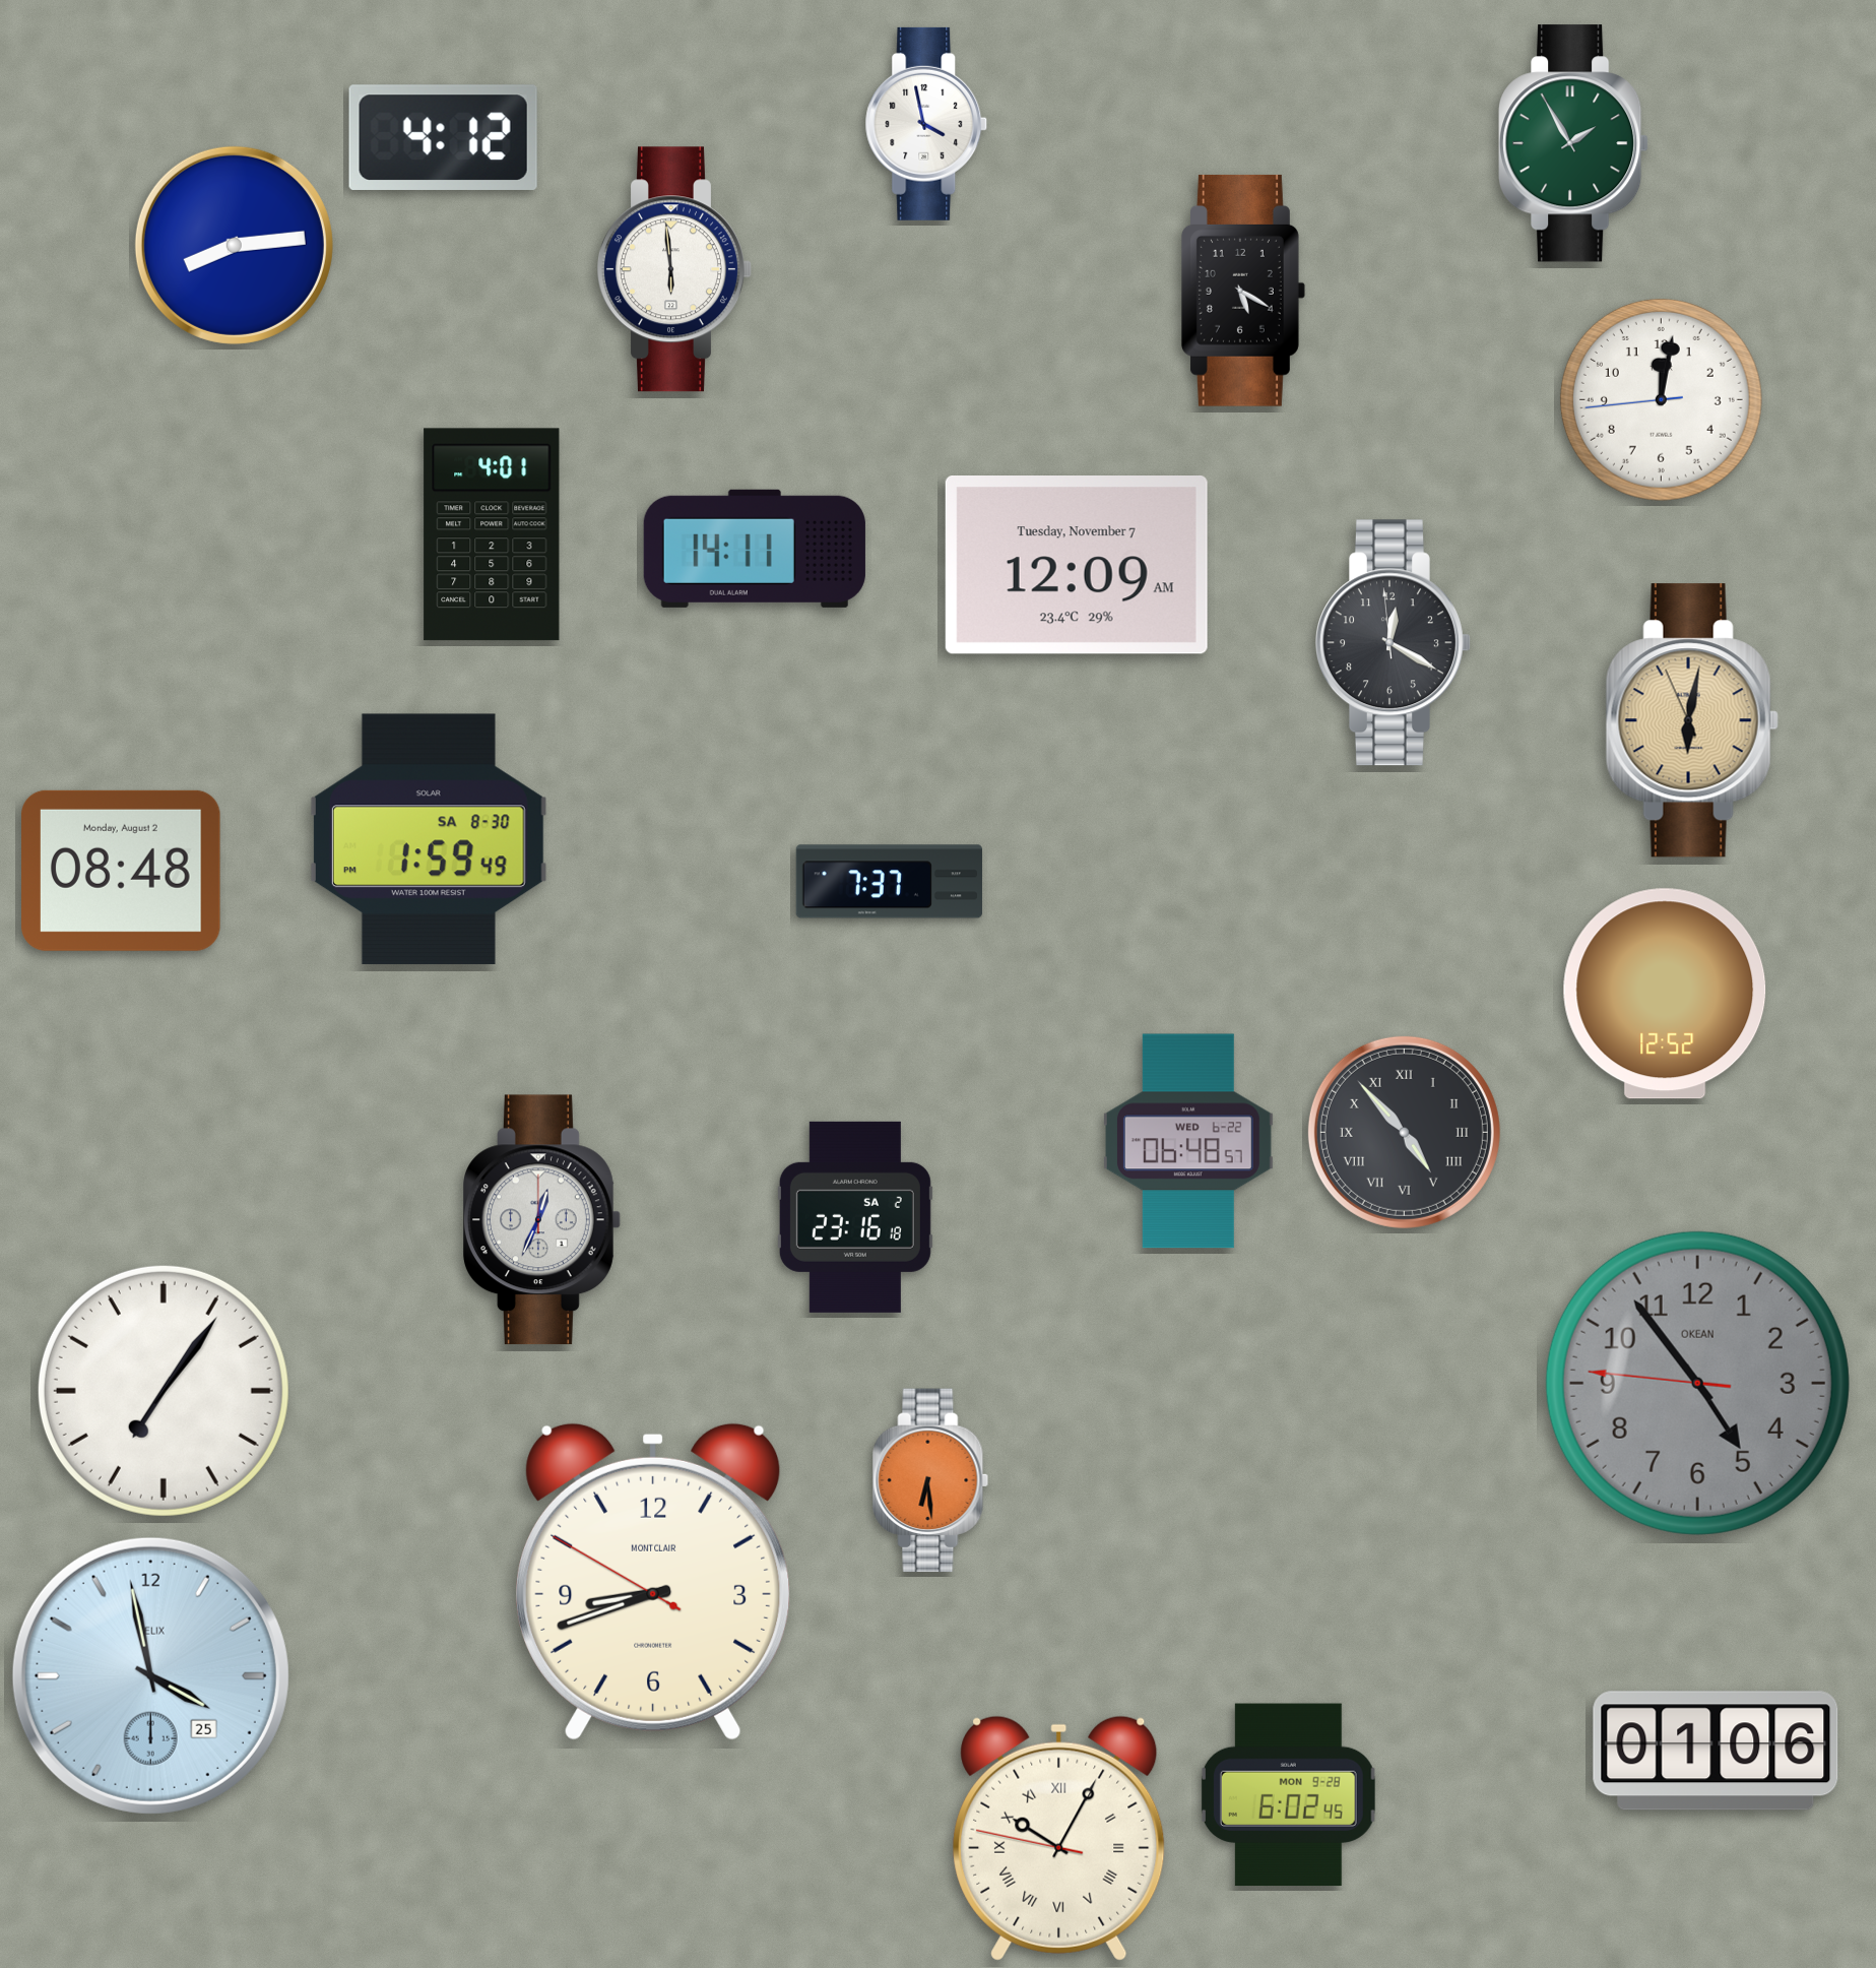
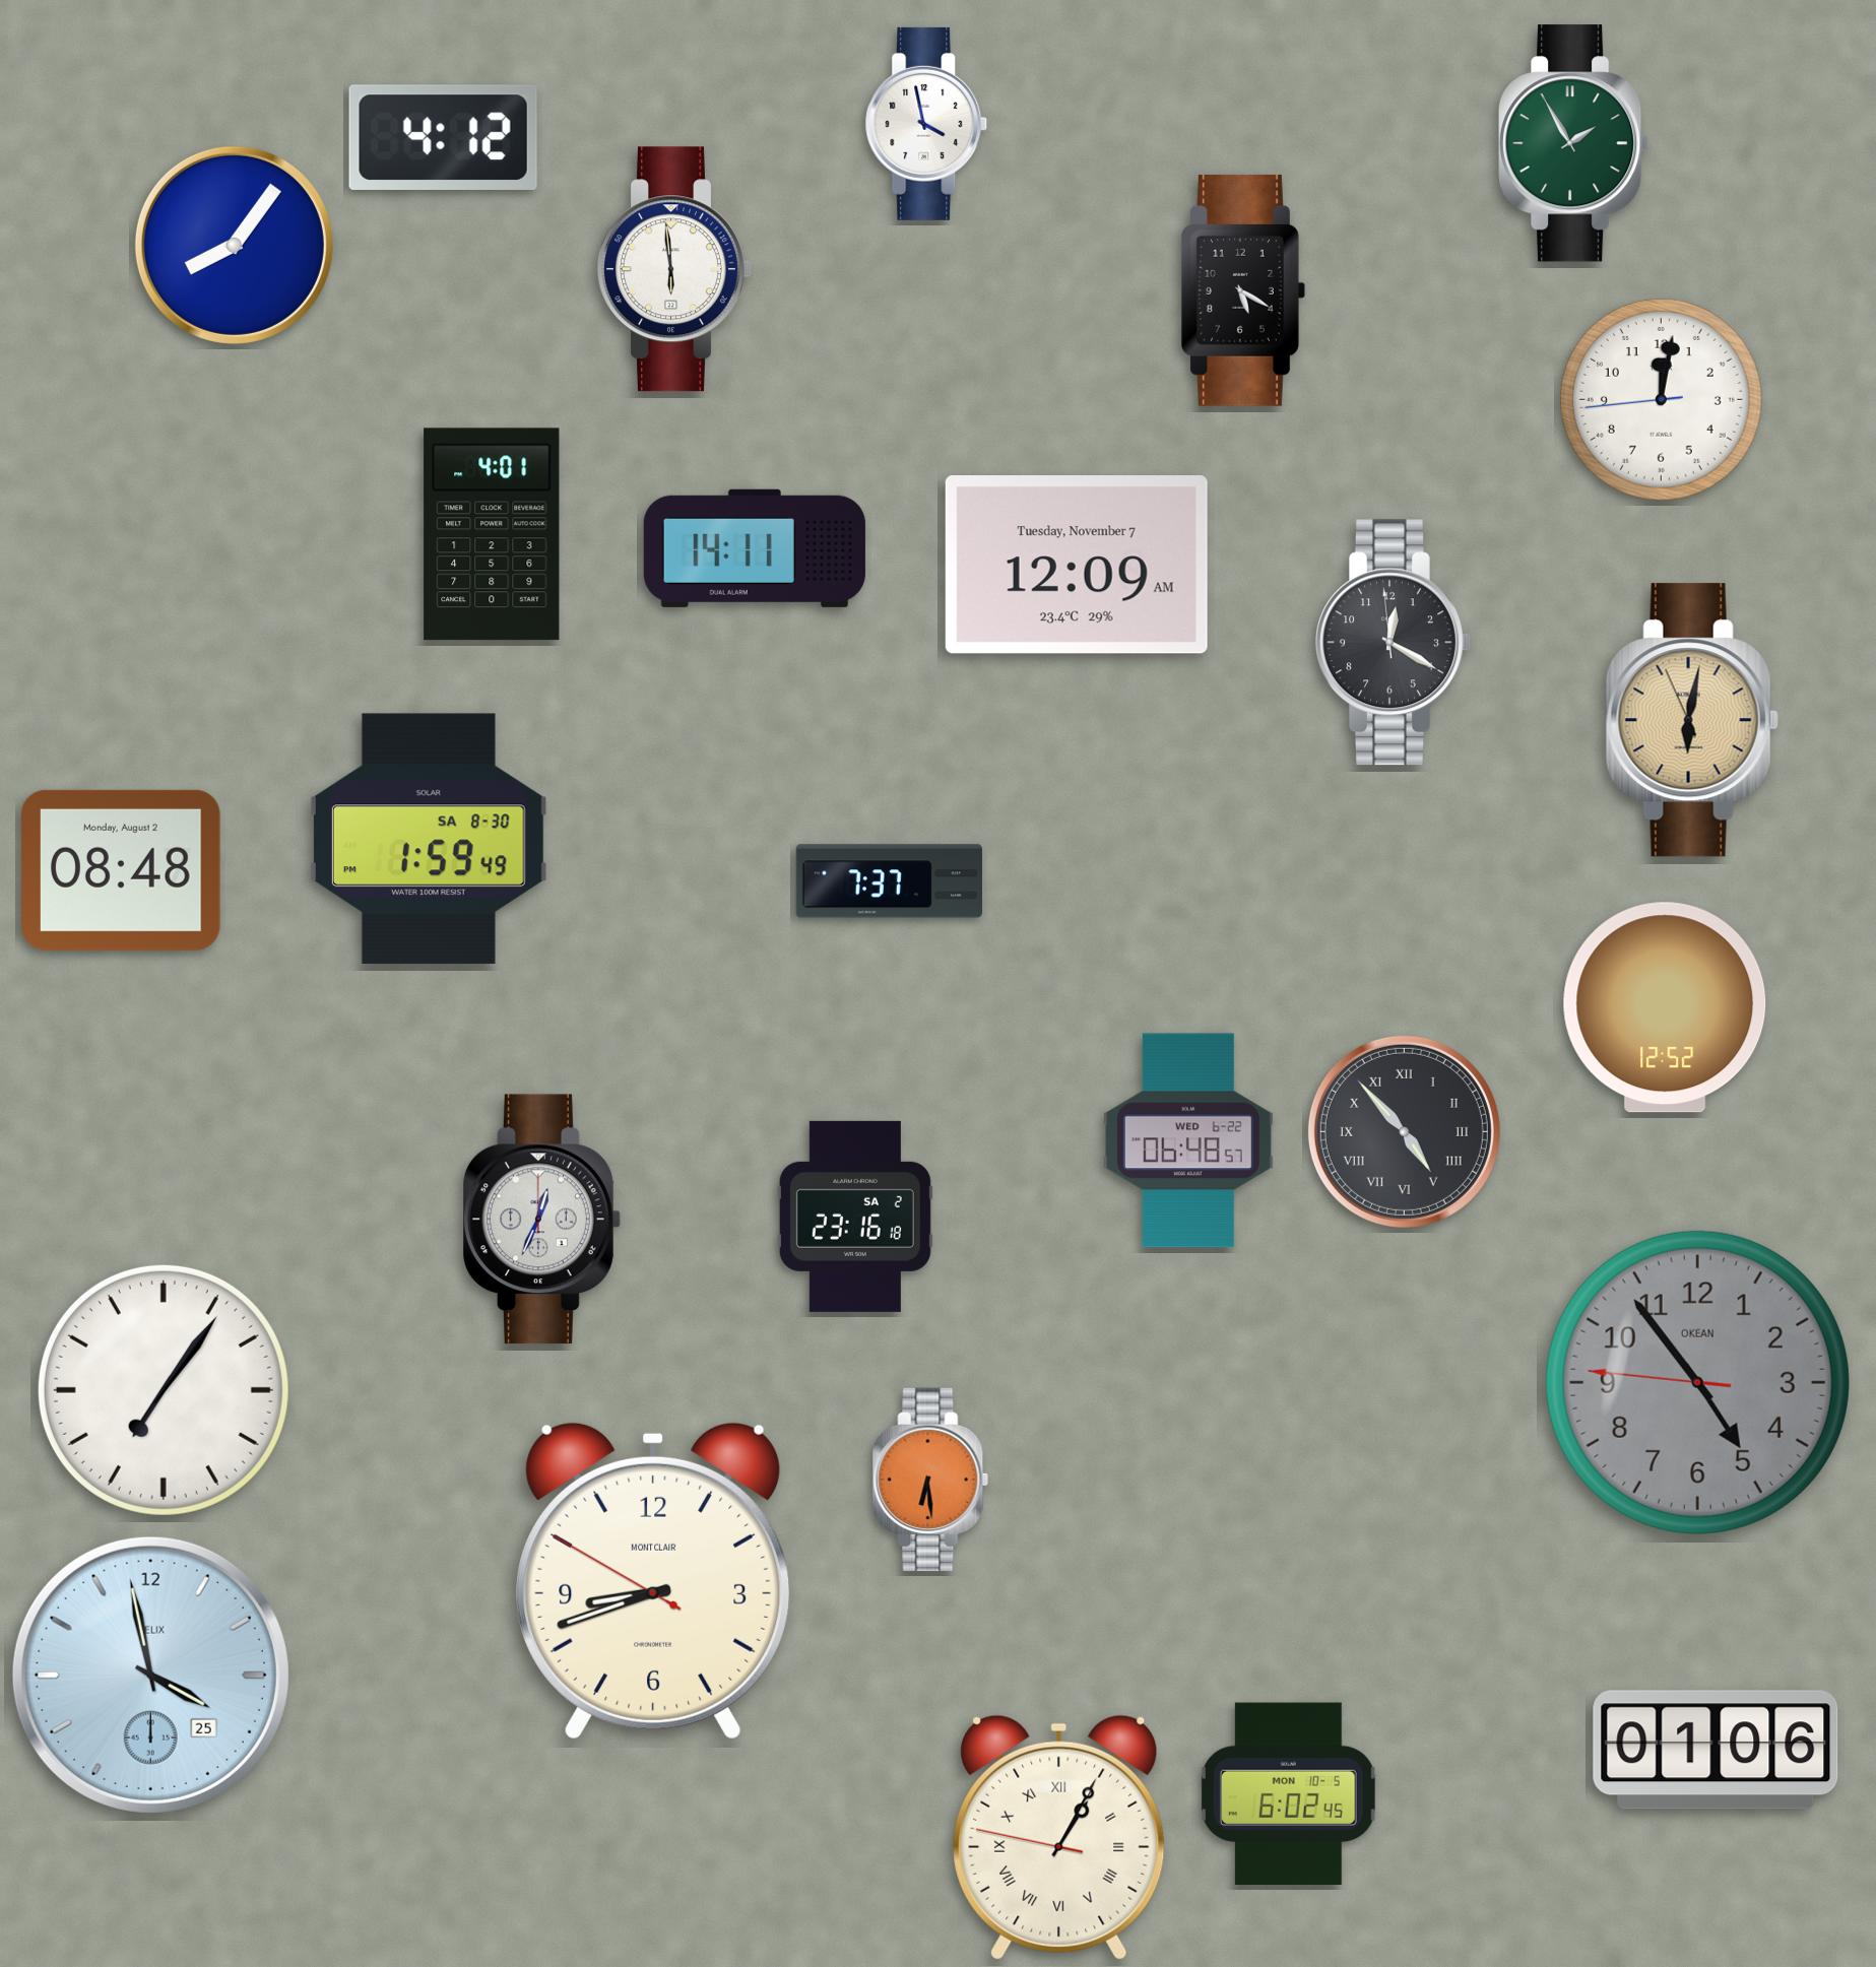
clock at (234, 245): 8:14 -> 8:06
clock at (1665, 994) position: (1665, 994) -> (1665, 1007)
clock at (1288, 1795) date: MON 9-28 -> MON 10-5
clock at (1059, 1838): 10:04 -> 1:04
